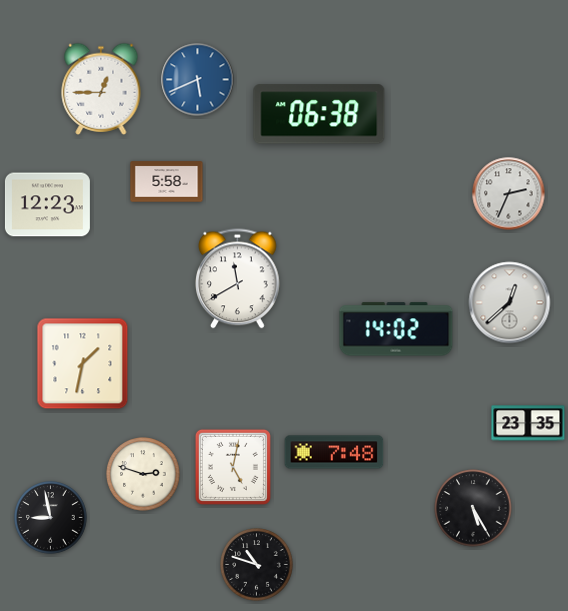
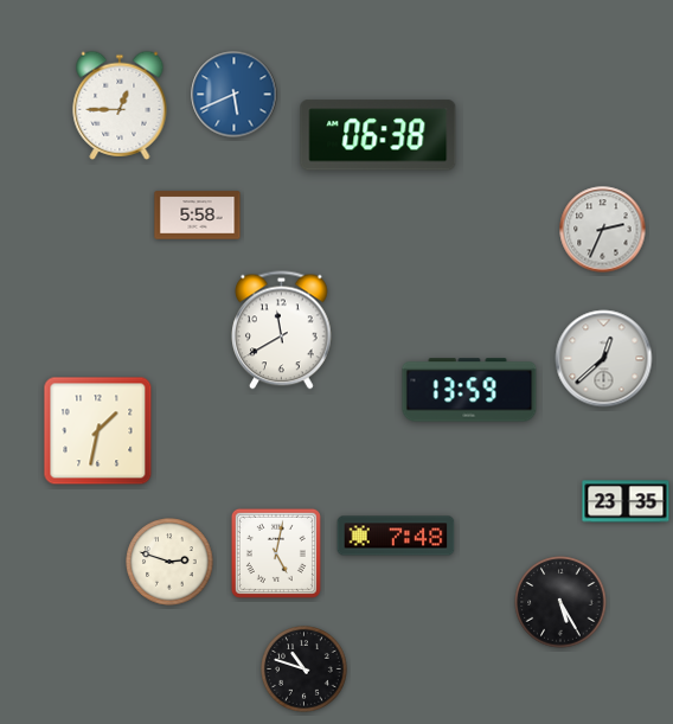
clock at (47, 205): 12:23 -> none
clock at (396, 329): 14:02 -> 13:59
clock at (51, 518): 8:58 -> none
